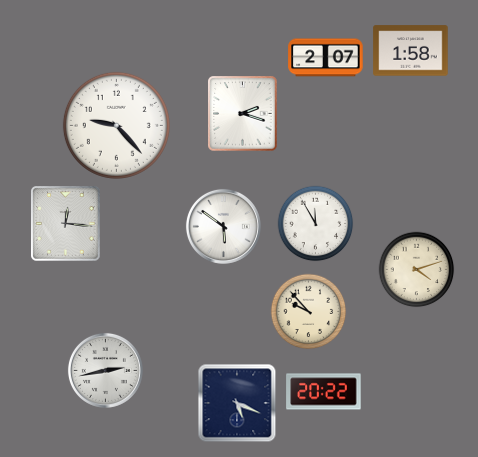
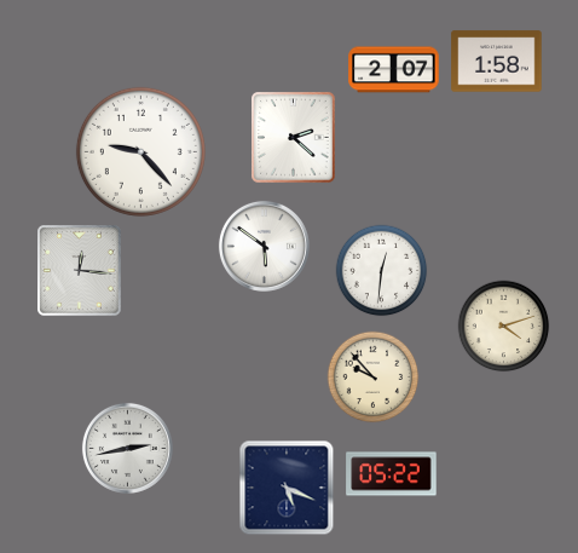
clock at (243, 114): 2:18 -> 2:22
clock at (316, 224): 11:55 -> 12:31
clock at (223, 226) position: (223, 226) -> (264, 246)
clock at (324, 392): 20:22 -> 05:22
